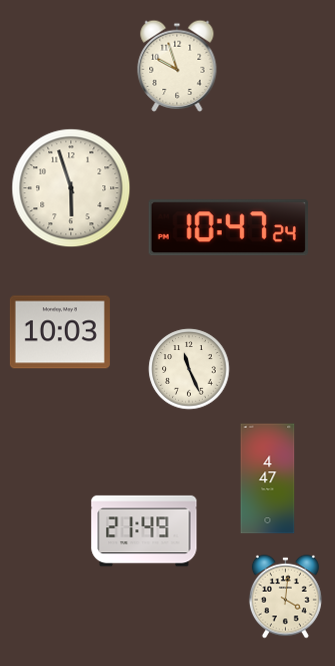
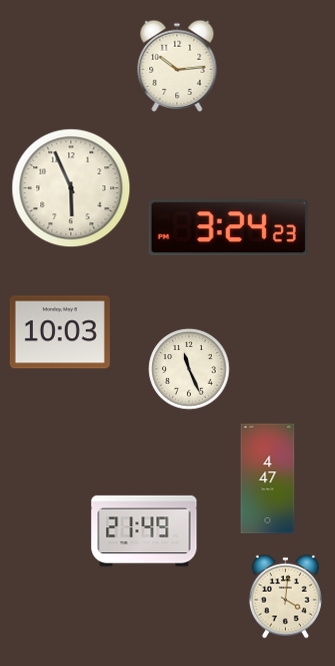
clock at (177, 66): 9:57 -> 10:14
clock at (71, 188): 5:57 -> 5:56
clock at (228, 228): 10:47 -> 3:24
